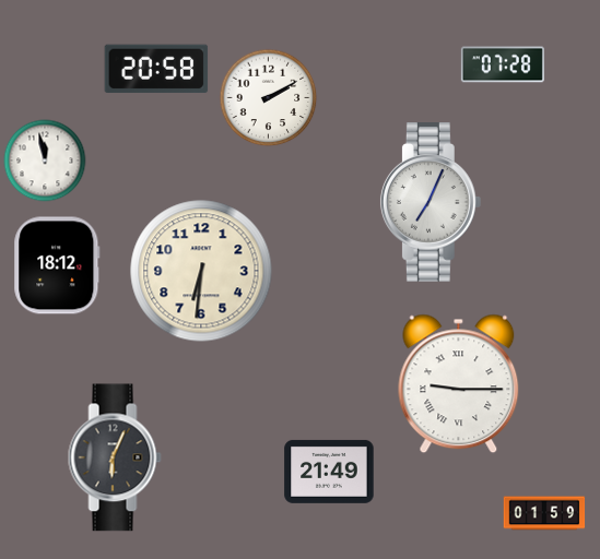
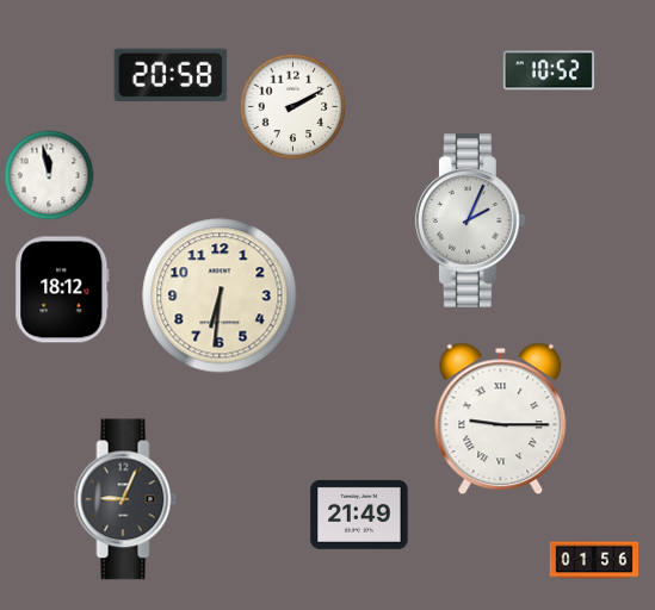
clock at (503, 64): 07:28 -> 10:52
clock at (431, 203): 7:04 -> 2:04
clock at (115, 457): 6:04 -> 9:04
clock at (544, 513): 01:59 -> 01:56
